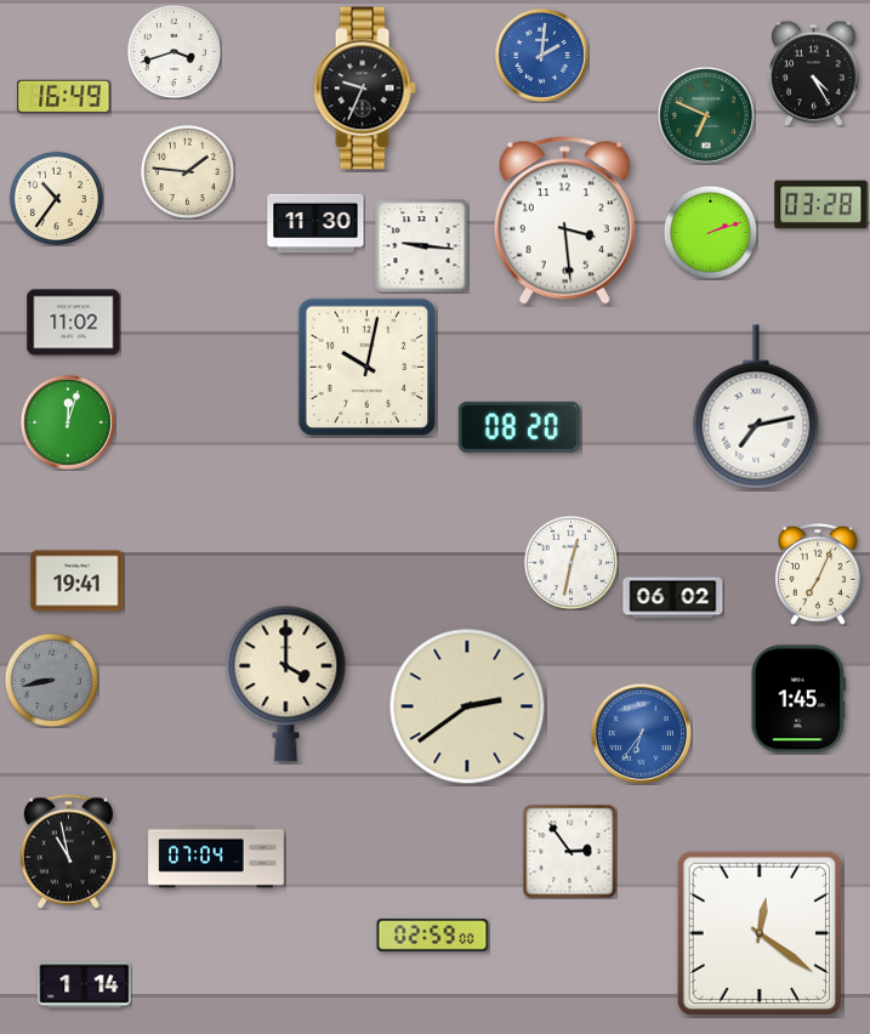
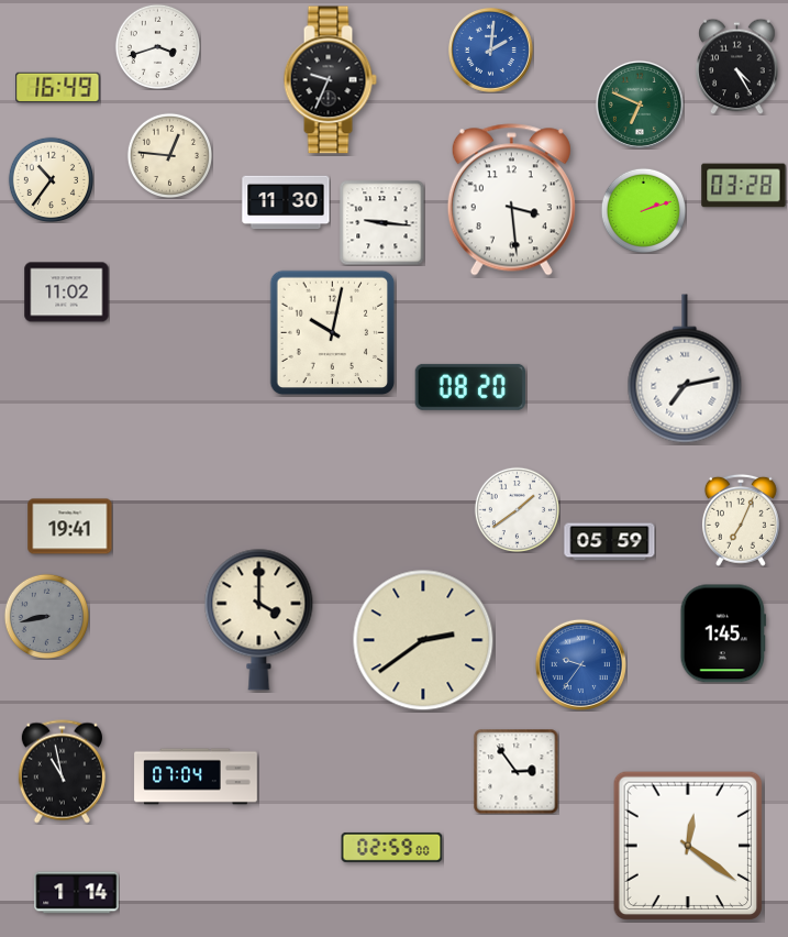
clock at (187, 171): 1:46 -> 12:46
clock at (68, 422): 12:03 -> none
clock at (570, 562): 12:32 -> 1:39
clock at (673, 598): 06:02 -> 05:59
clock at (641, 733): 6:36 -> 9:36
